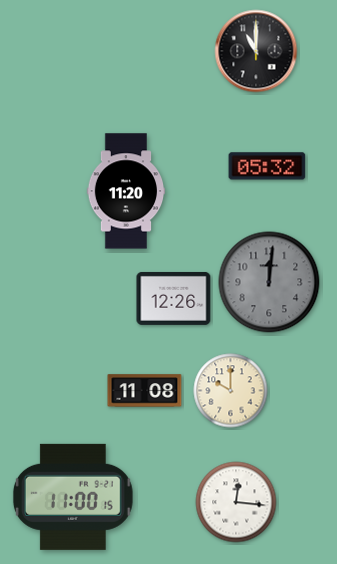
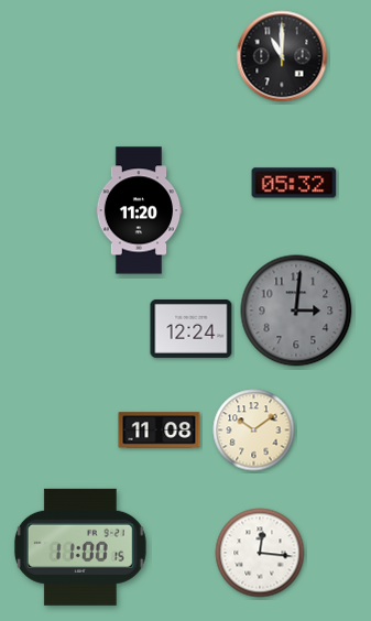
clock at (269, 282): 12:01 -> 3:01
clock at (174, 298): 12:26 -> 12:24
clock at (231, 391): 10:00 -> 10:09
